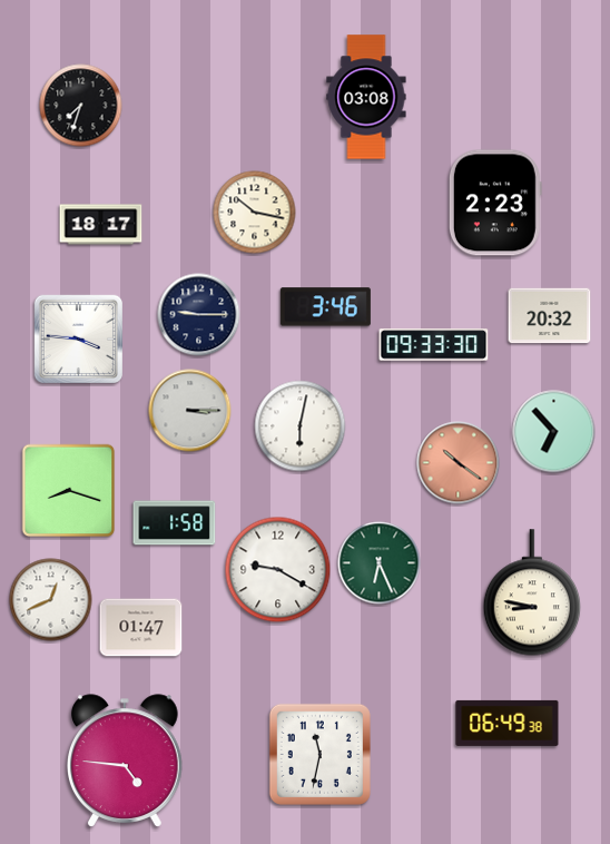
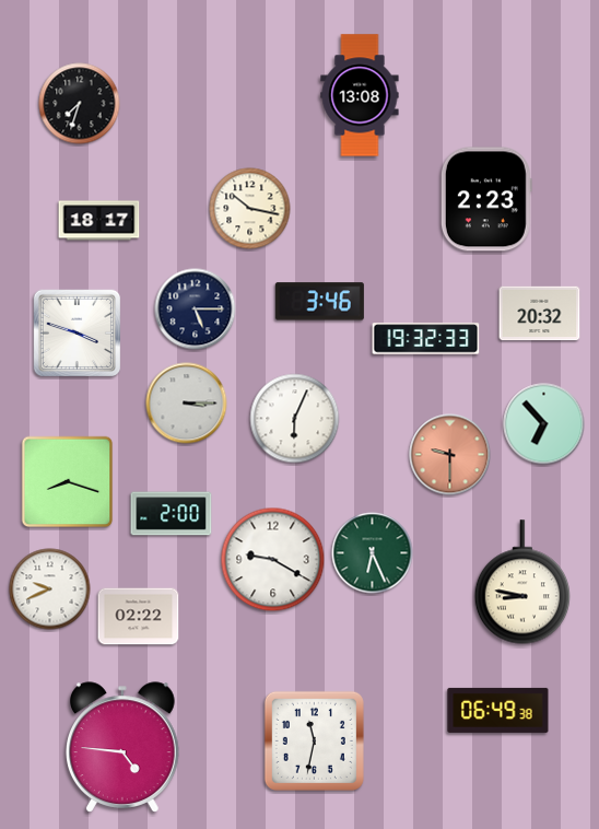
clock at (366, 97): 03:08 -> 13:08
clock at (199, 315): 9:15 -> 5:15
clock at (550, 316) position: (550, 316) -> (540, 314)
clock at (78, 338): 3:46 -> 3:48
clock at (434, 345): 09:33 -> 19:32
clock at (301, 426): 6:02 -> 6:04
clock at (459, 463): 10:21 -> 9:30
clock at (175, 523): 1:58 -> 2:00
clock at (51, 600): 12:41 -> 9:41
clock at (141, 628): 01:47 -> 02:22
